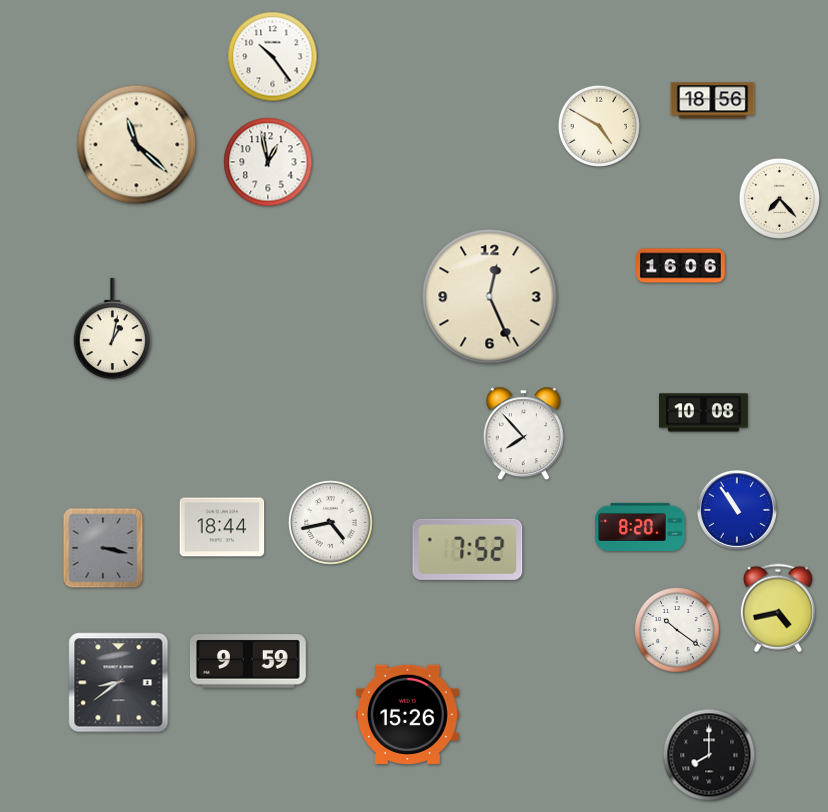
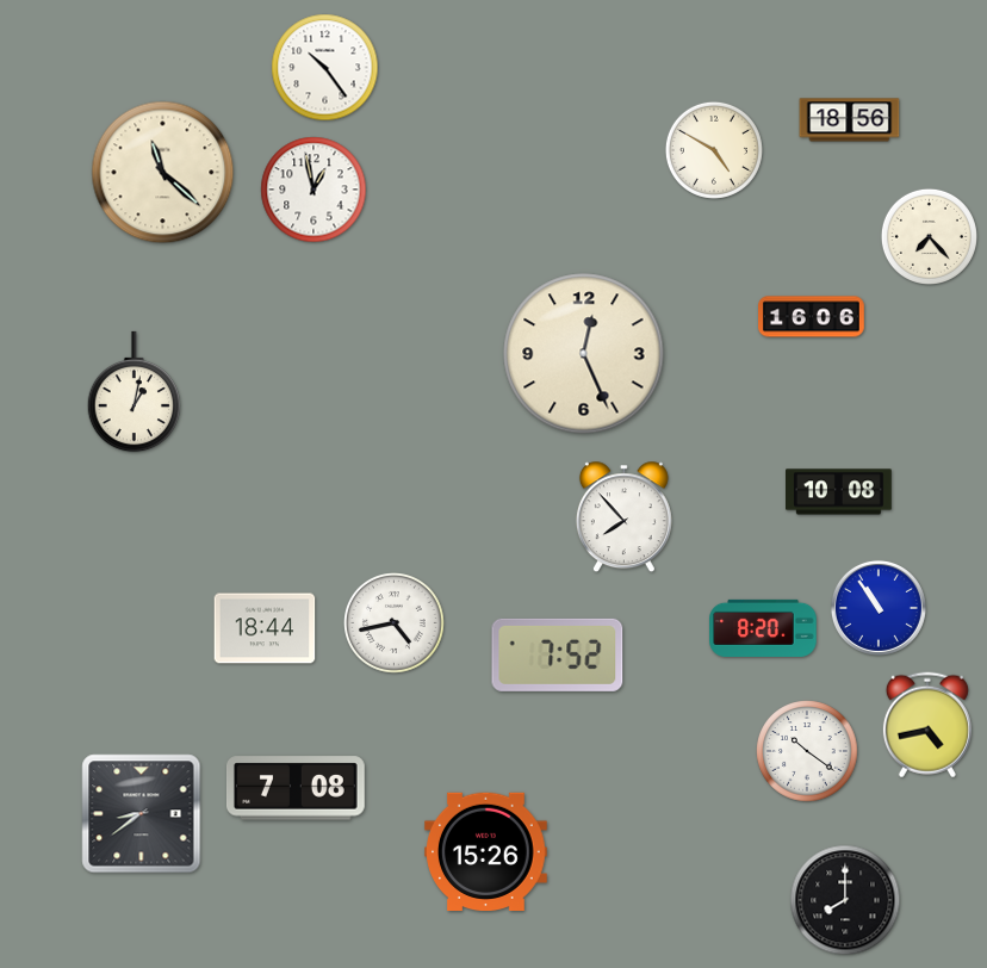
clock at (268, 162) position: (268, 162) -> (314, 190)
clock at (103, 548): 3:17 -> none
clock at (248, 661): 9:59 -> 7:08
